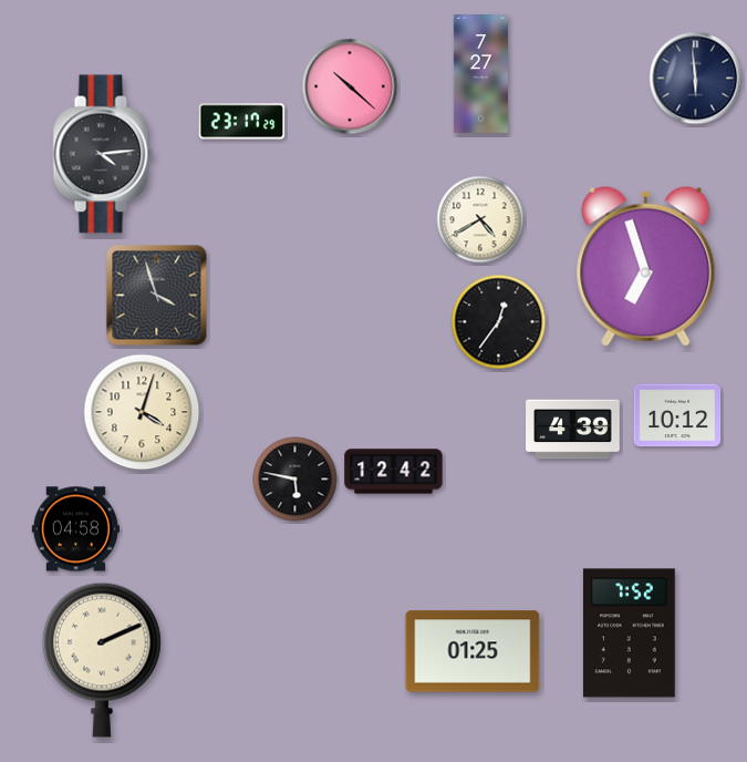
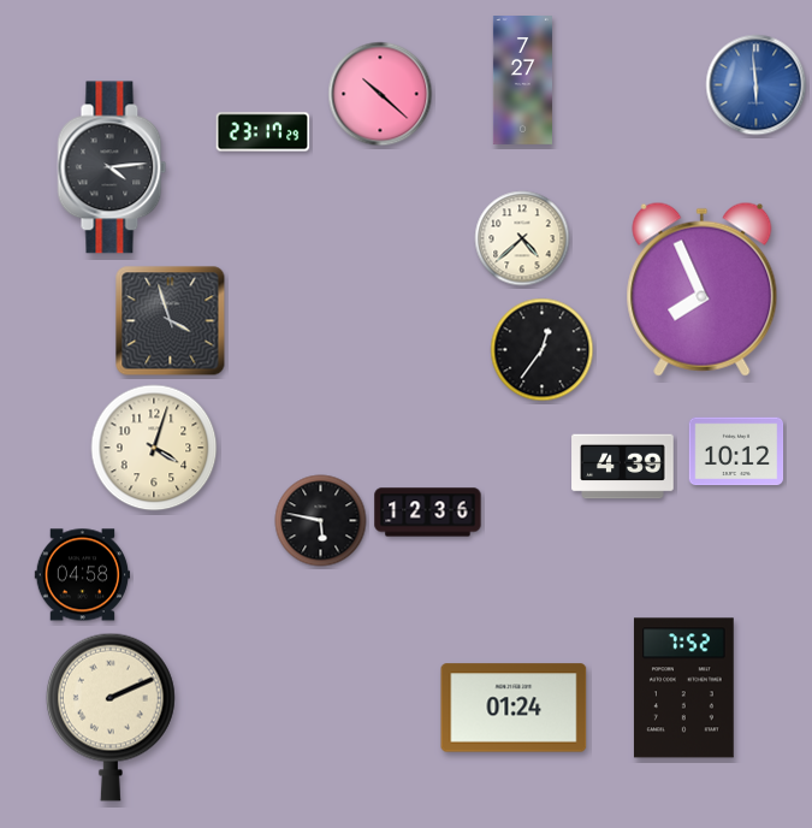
clock at (696, 79) dial: navy -> blue
clock at (480, 219): 4:40 -> 4:38
clock at (646, 266): 6:57 -> 7:56
clock at (394, 472): 12:42 -> 12:36
clock at (473, 651): 01:25 -> 01:24
